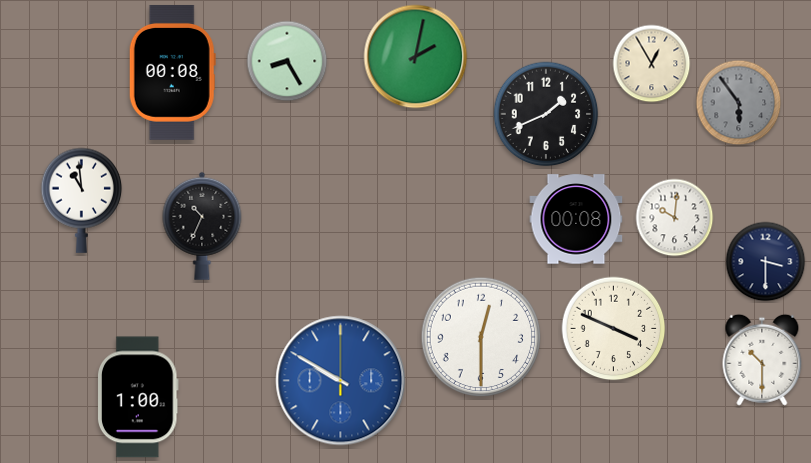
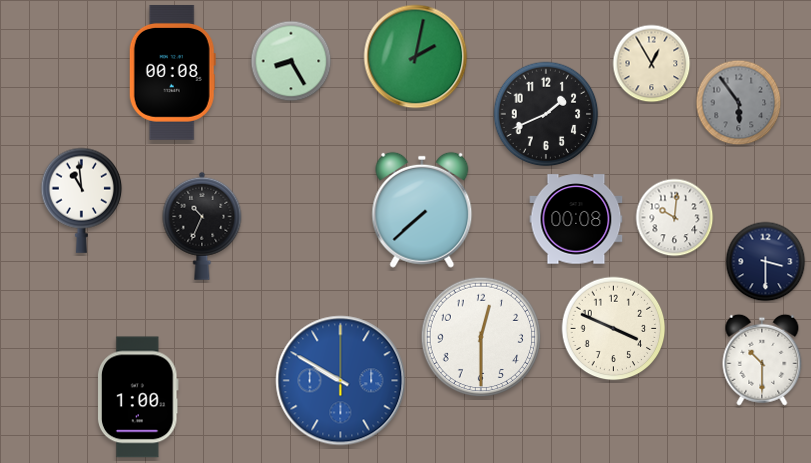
clock at (287, 61) position: (287, 61) -> (291, 61)
clock at (422, 210): none -> 7:38
